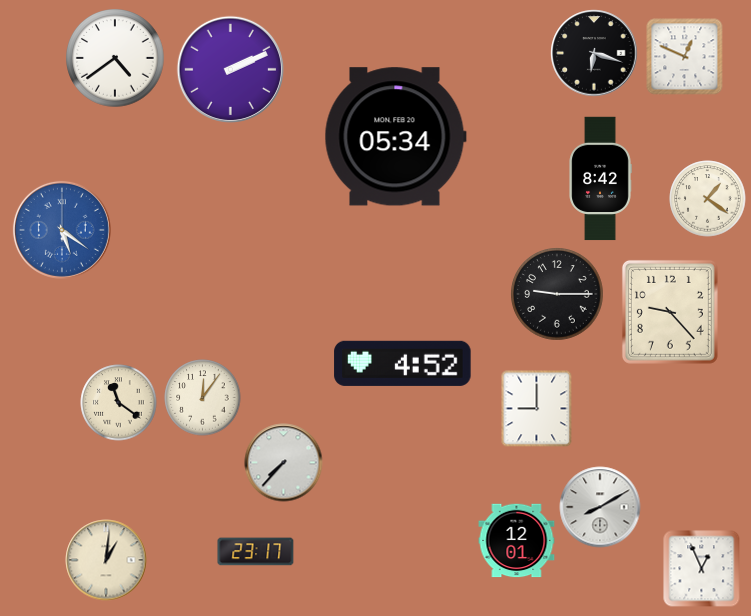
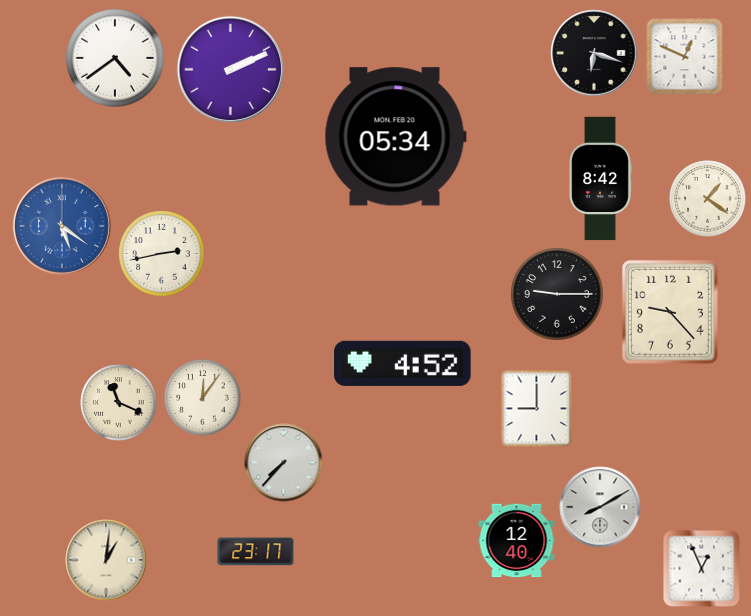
clock at (62, 230) position: (62, 230) -> (62, 226)
clock at (162, 254): none -> 2:43
clock at (119, 403): 11:21 -> 11:19
clock at (517, 541): 12:01 -> 12:40
